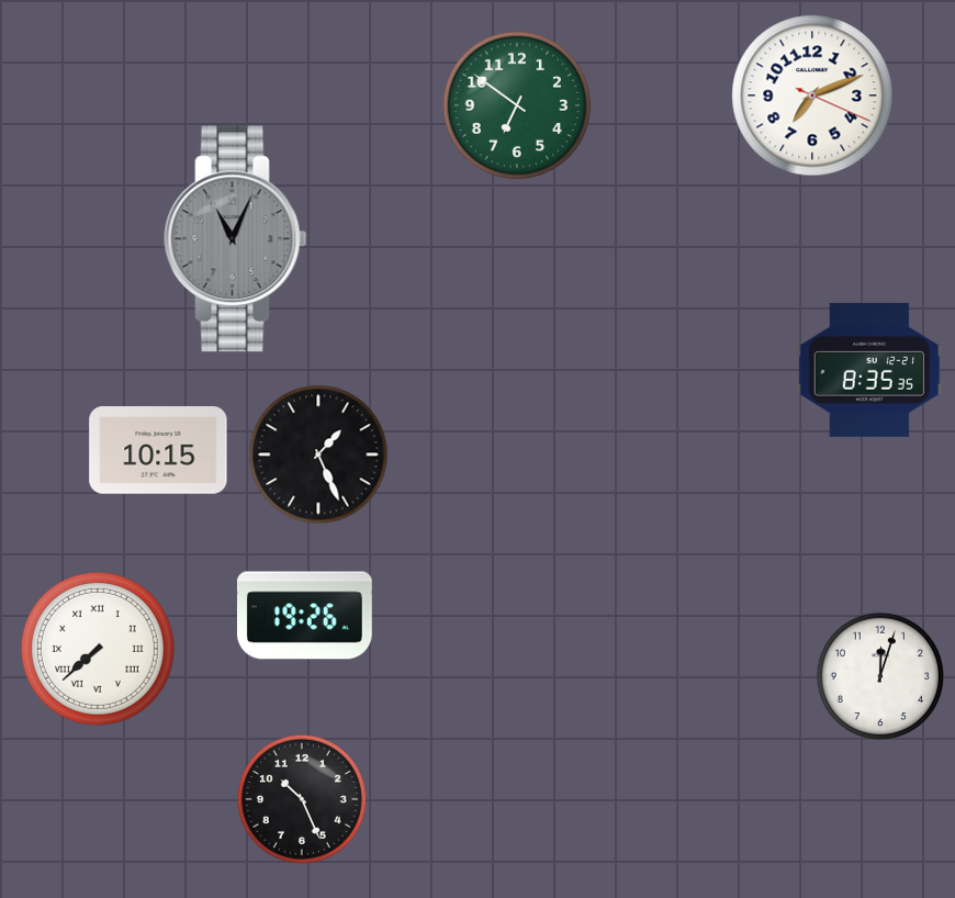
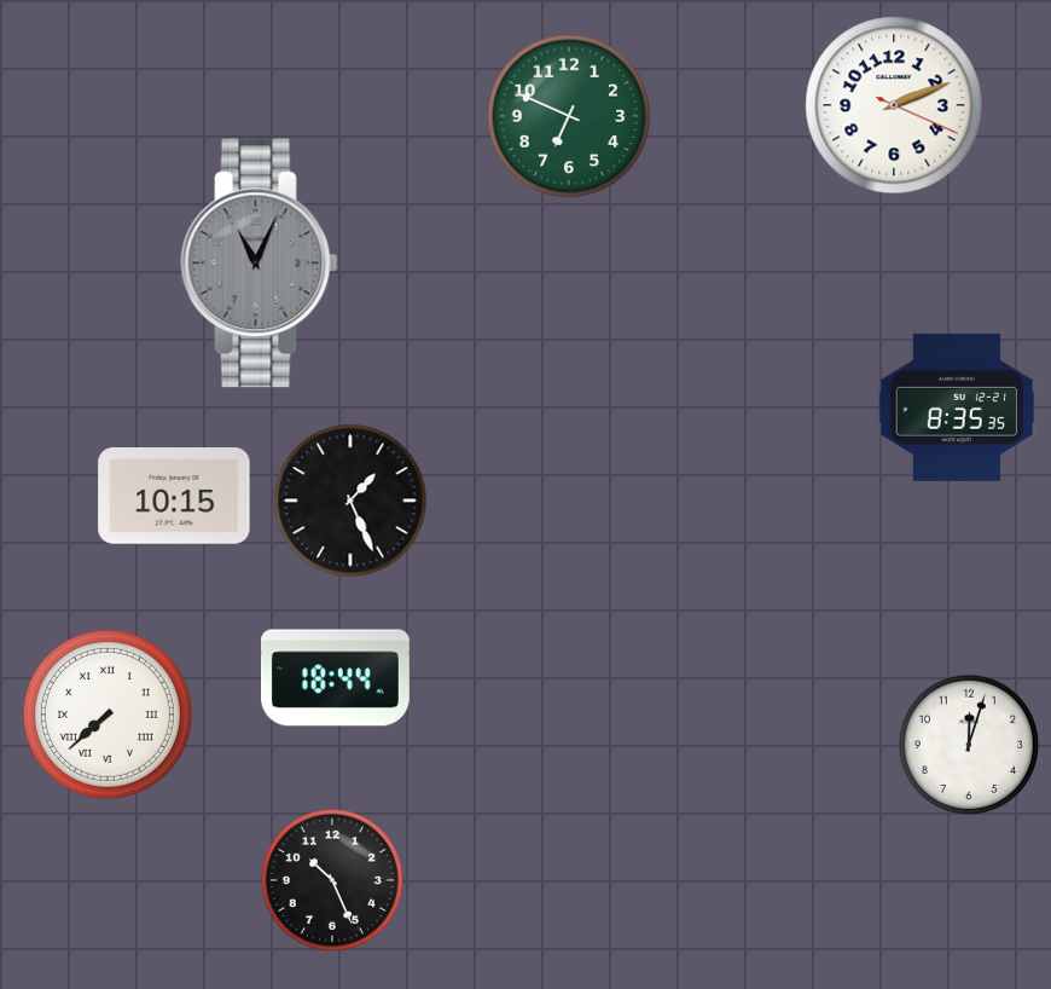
clock at (812, 96): 7:11 -> 2:11
clock at (517, 105): 6:51 -> 6:49
clock at (304, 616): 19:26 -> 18:44
